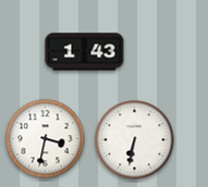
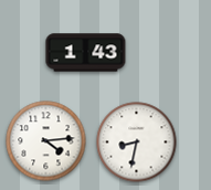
clock at (46, 139): 3:32 -> 4:14
clock at (135, 140): 6:32 -> 8:32
